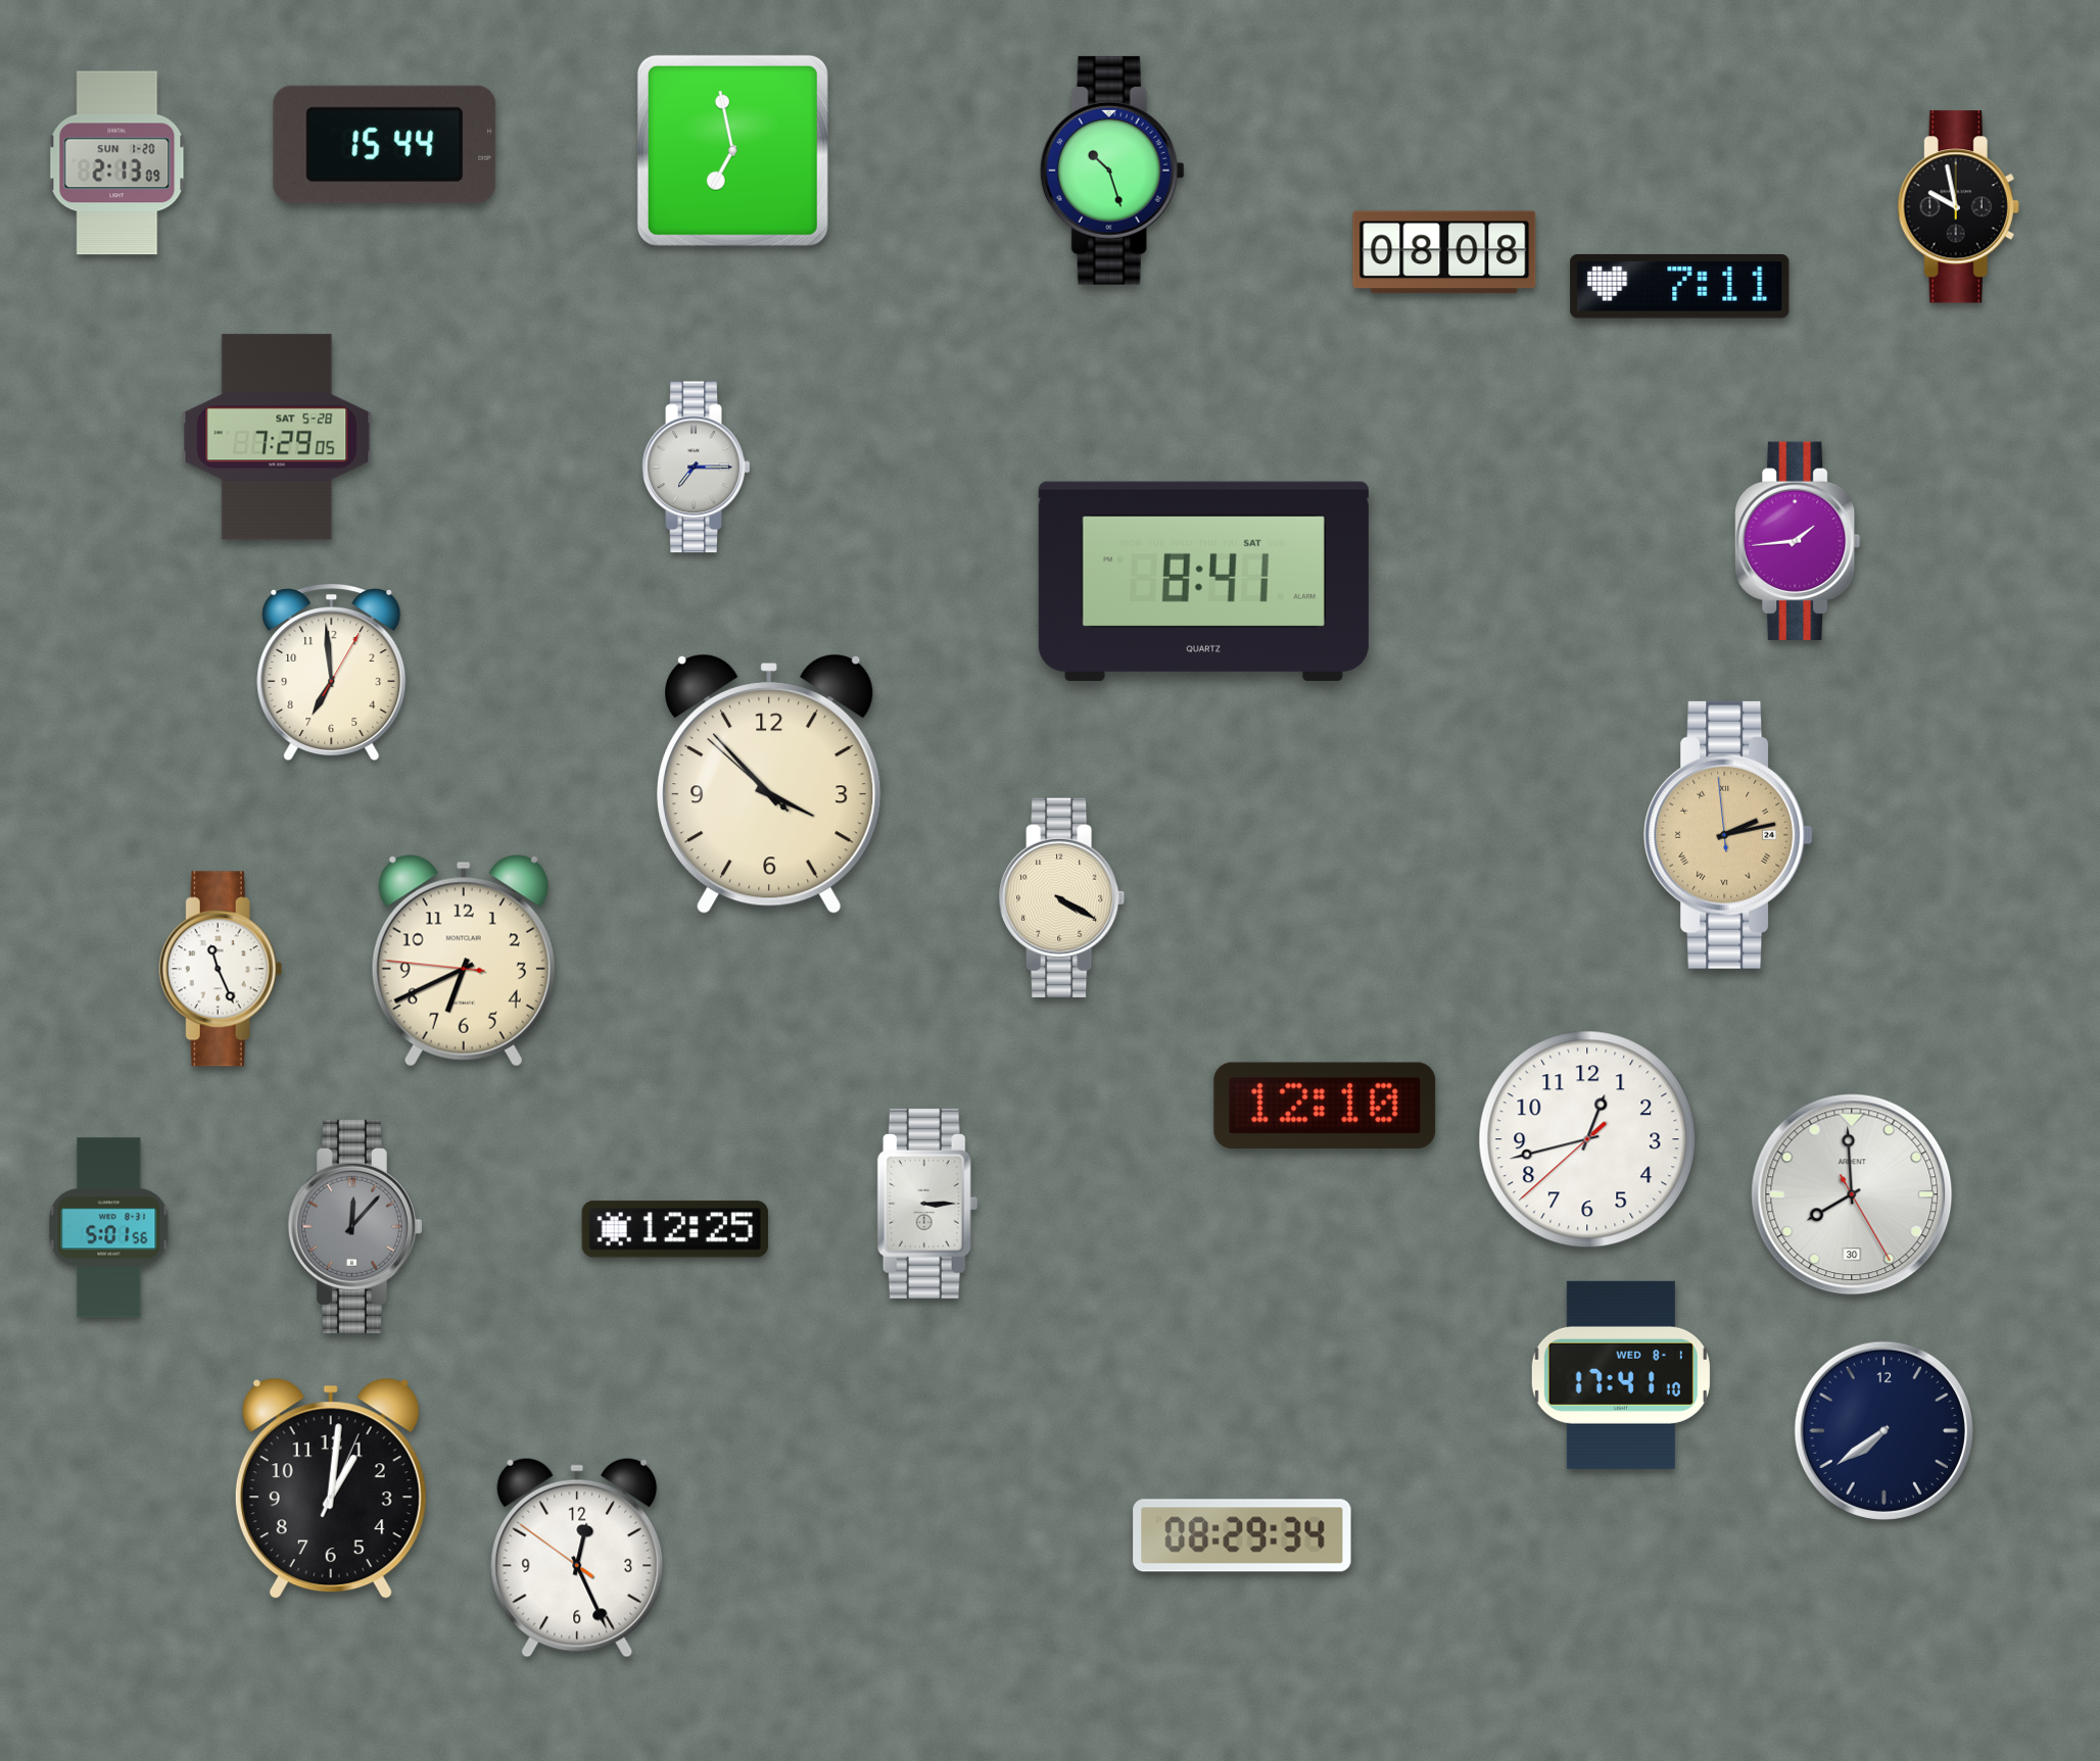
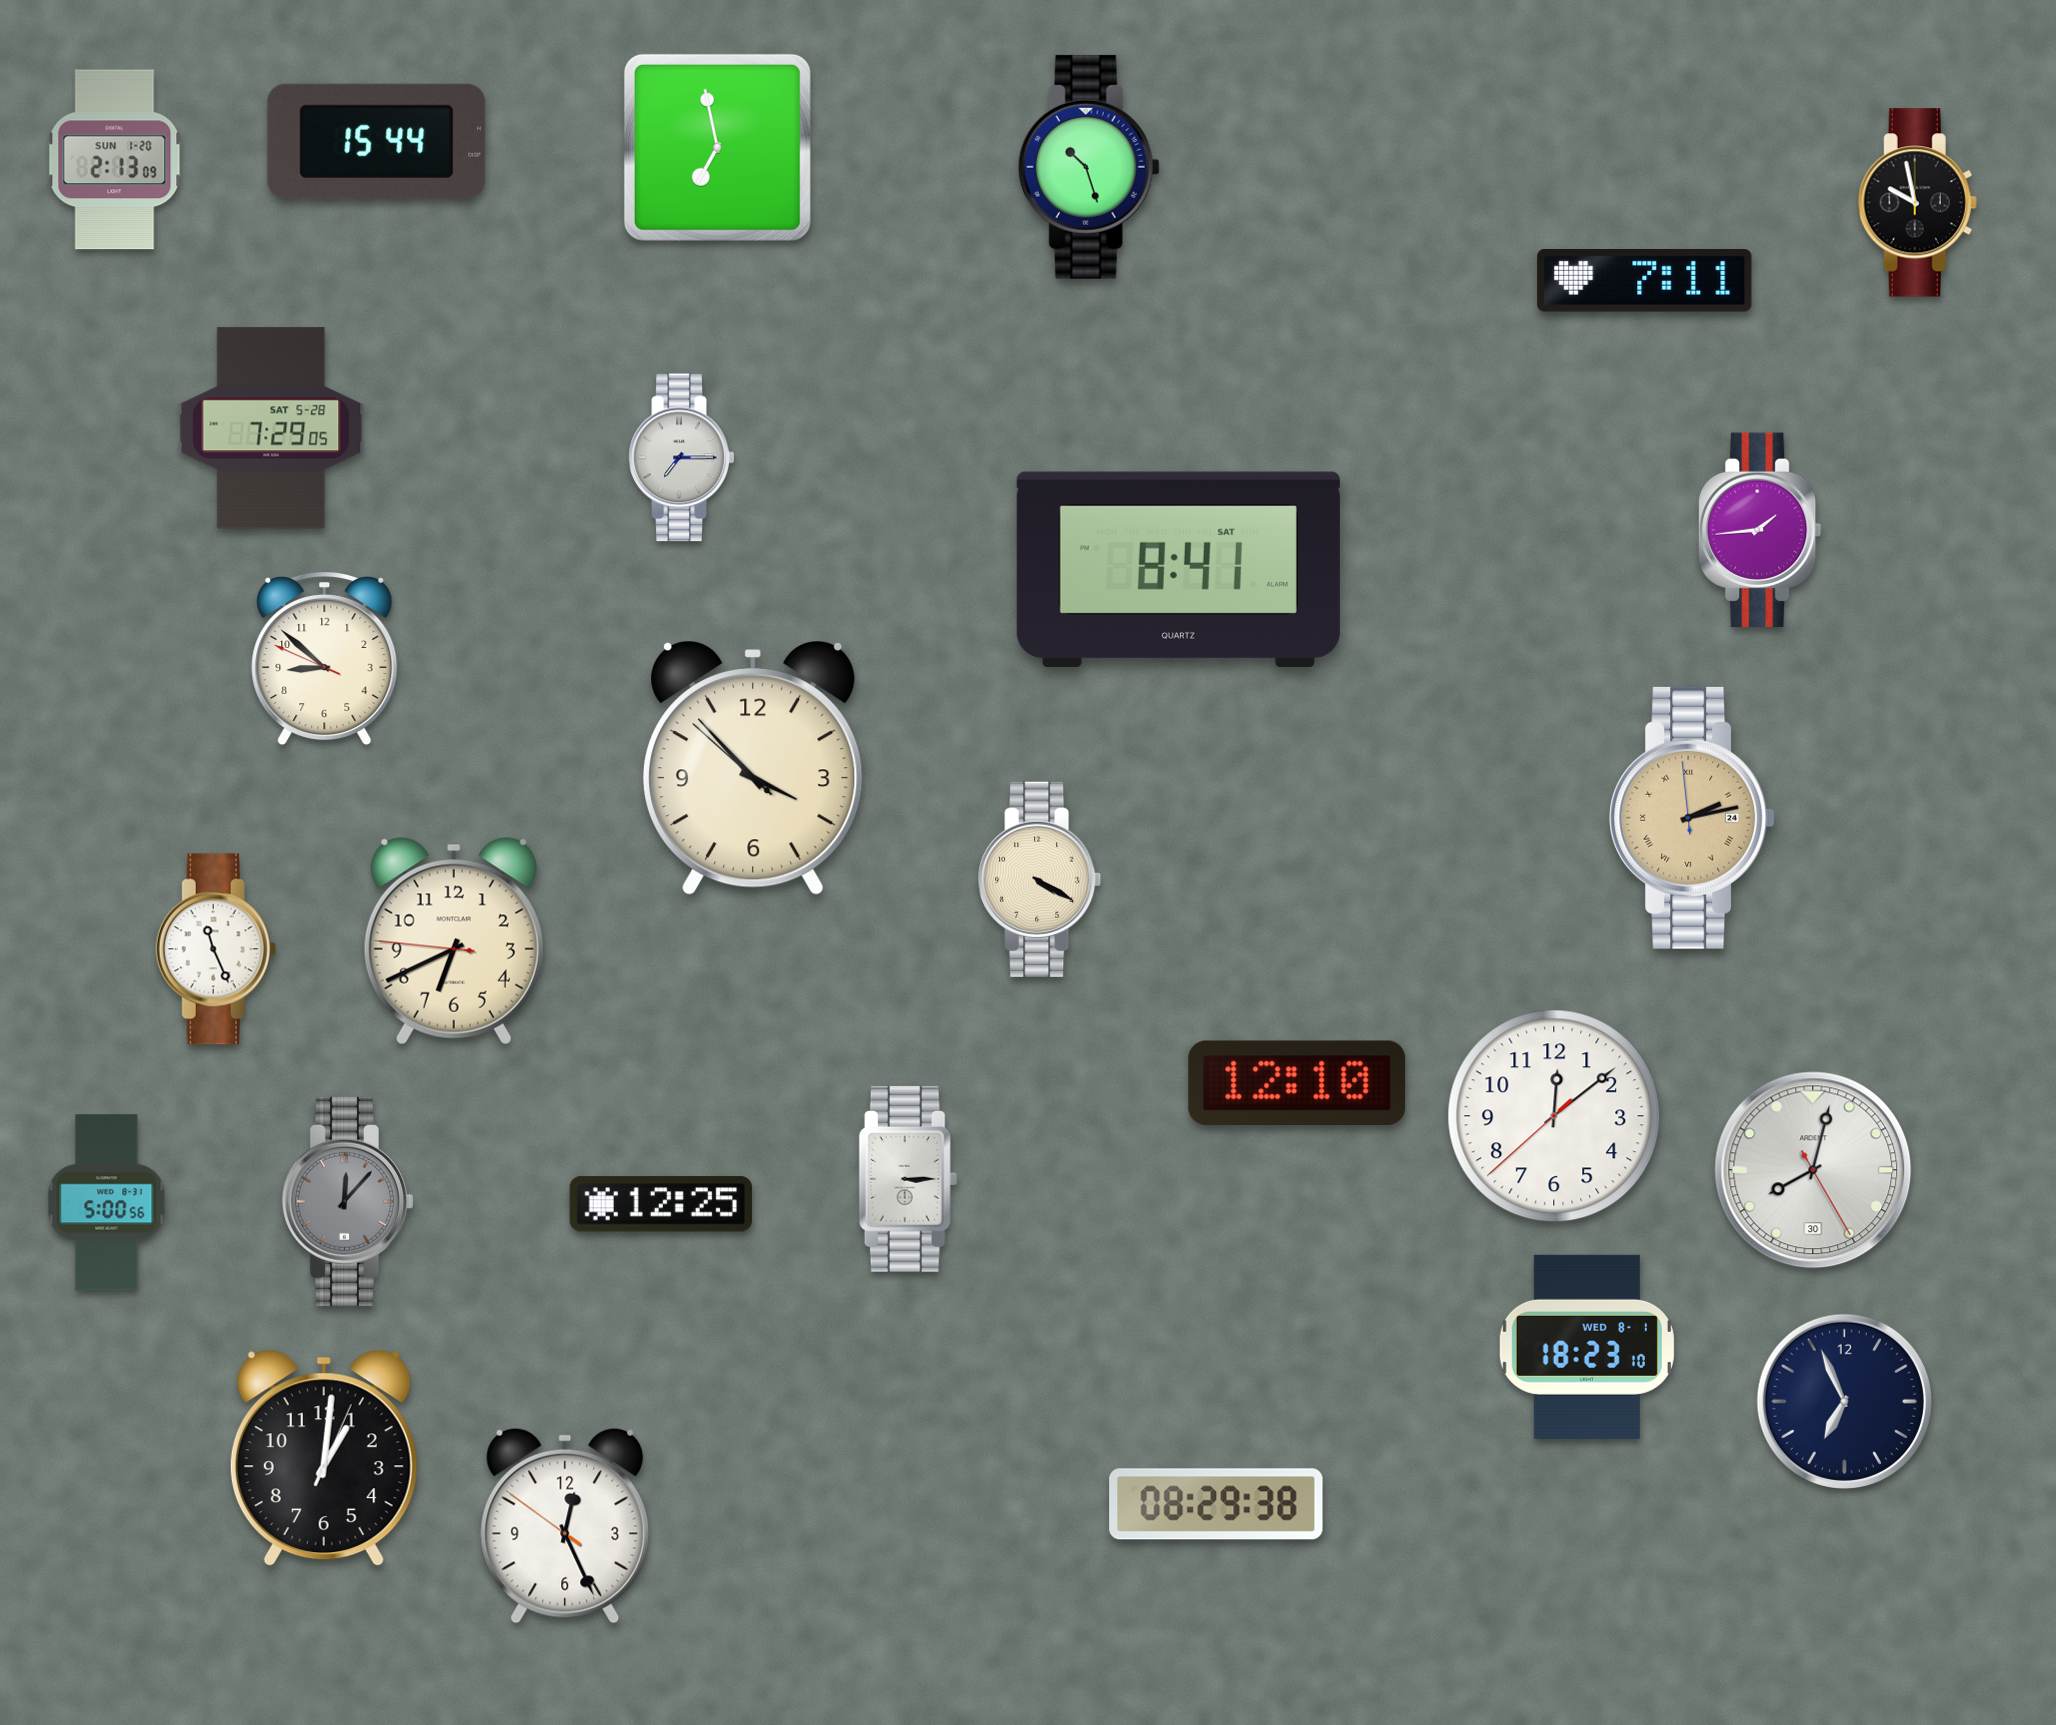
clock at (1444, 252): 08:08 -> none
clock at (332, 672): 6:59 -> 8:51
clock at (1587, 1139): 12:42 -> 12:08
clock at (1852, 1194): 7:59 -> 8:02
clock at (109, 1228): 5:01 -> 5:00
clock at (1621, 1375): 17:41 -> 18:23
clock at (1883, 1430): 7:39 -> 6:56
clock at (1242, 1535): 08:29:34 -> 08:29:38
